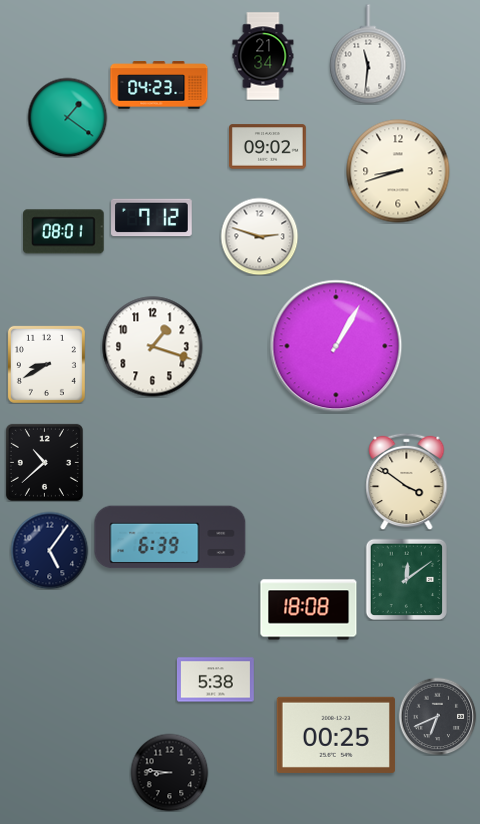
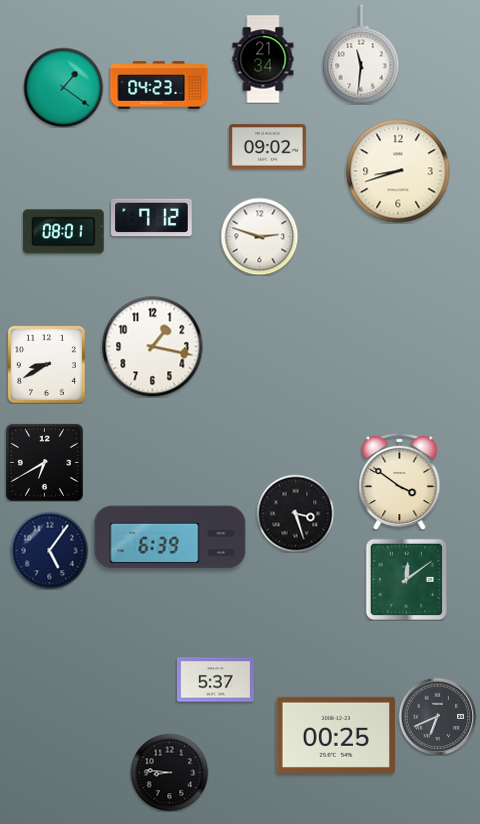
clock at (368, 54) position: (368, 54) -> (361, 54)
clock at (263, 56) position: (263, 56) -> (263, 59)
clock at (67, 117) position: (67, 117) -> (63, 87)
clock at (336, 346): 1:05 -> none
clock at (153, 347): 1:18 -> 1:17
clock at (44, 462): 10:38 -> 6:40
clock at (407, 481) position: (407, 481) -> (400, 481)
clock at (295, 513): none -> 3:27
clock at (309, 610): 18:08 -> none
clock at (215, 680): 5:38 -> 5:37
